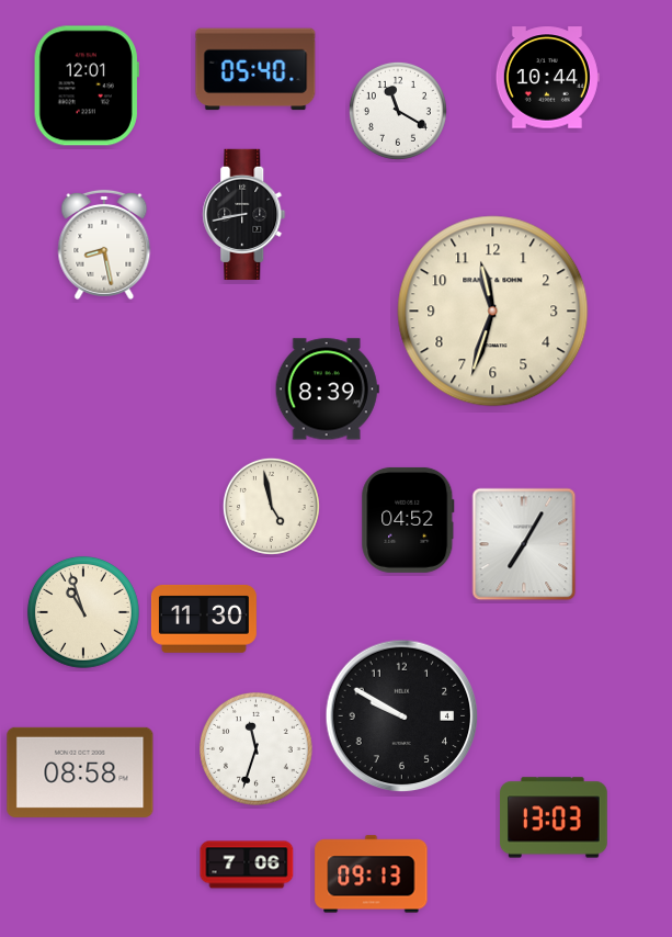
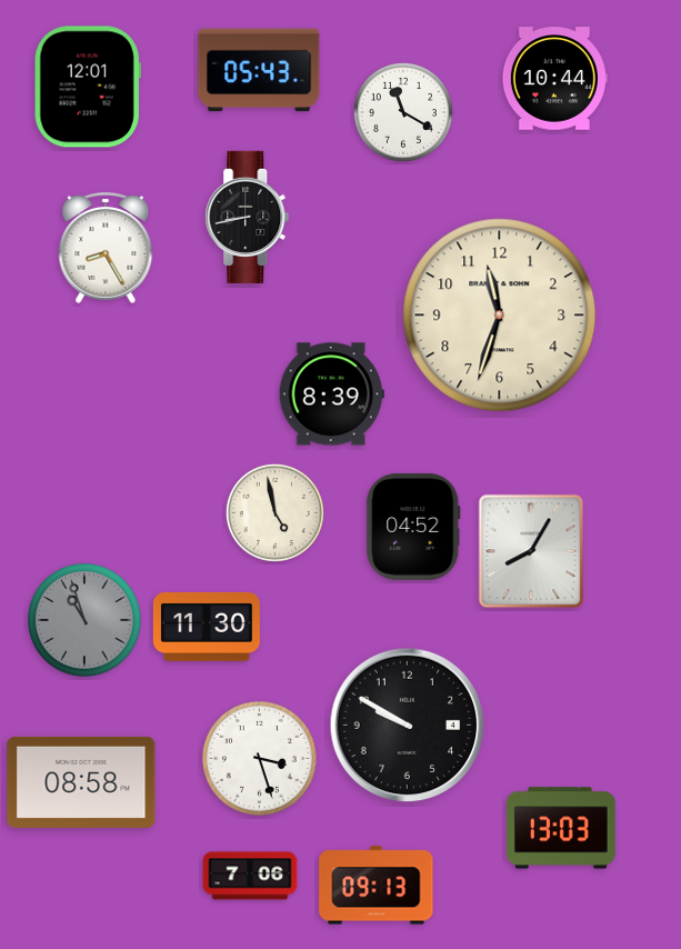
clock at (255, 69): 05:40 -> 05:43
clock at (104, 245): 8:28 -> 8:25
clock at (524, 544): 7:05 -> 8:05
clock at (83, 612) dial: cream -> grey
clock at (257, 749): 11:33 -> 3:27
